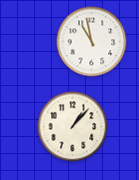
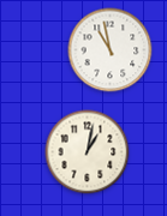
clock at (73, 127): 1:07 -> 1:02
